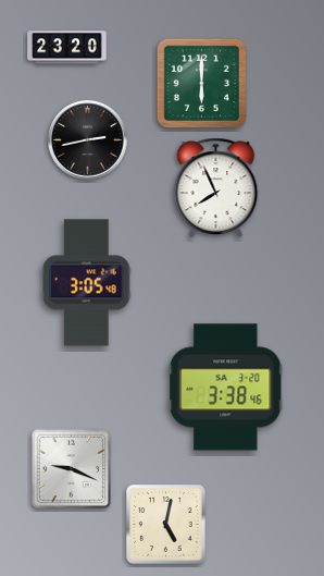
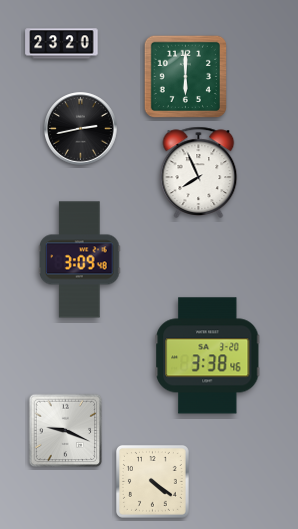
clock at (87, 283): 3:05 -> 3:09
clock at (165, 524): 5:02 -> 4:21
